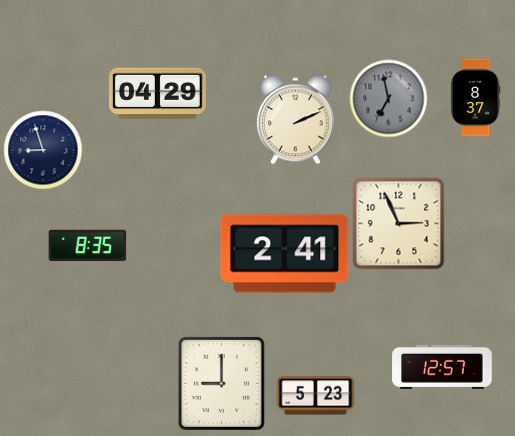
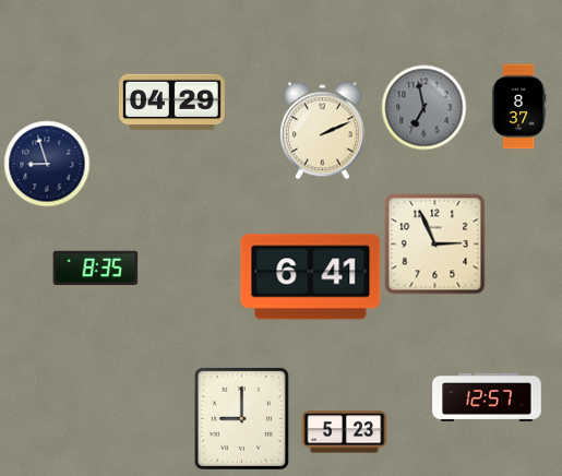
clock at (285, 254): 2:41 -> 6:41
clock at (442, 367) position: (442, 367) -> (487, 397)
